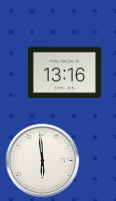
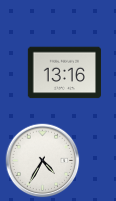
clock at (43, 161): 5:59 -> 4:35
